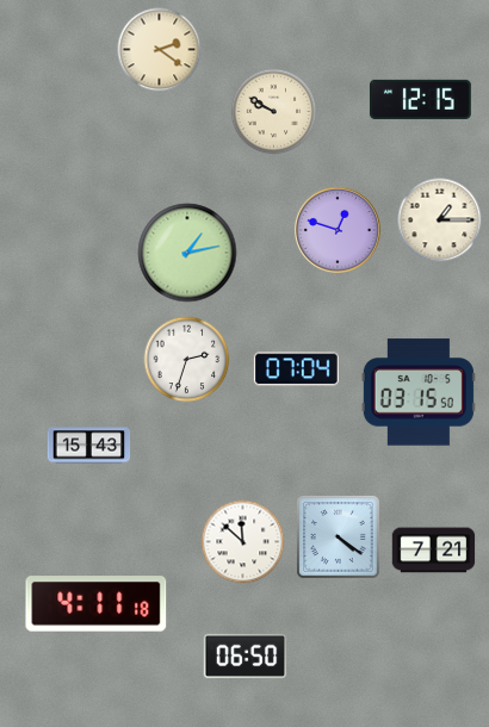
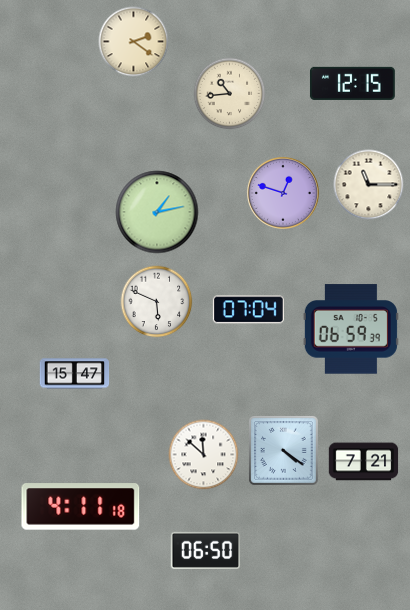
clock at (274, 112): 9:50 -> 10:44
clock at (440, 220): 1:15 -> 11:15
clock at (187, 360): 2:33 -> 5:49
clock at (419, 392): 03:15 -> 06:59
clock at (89, 446): 15:43 -> 15:47
